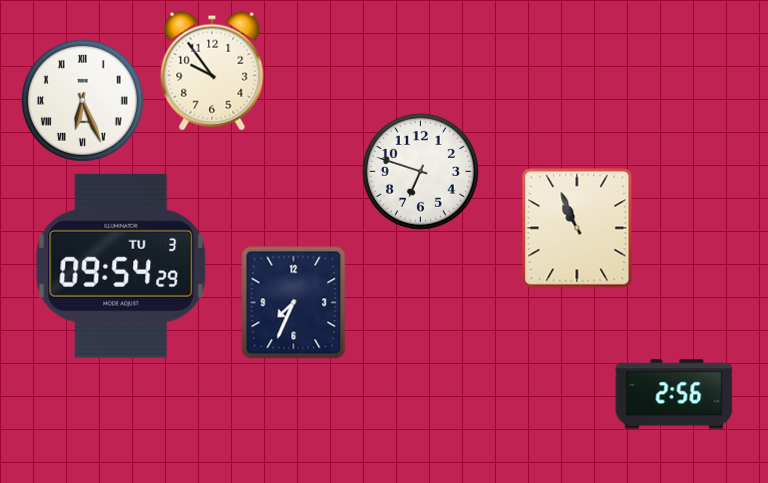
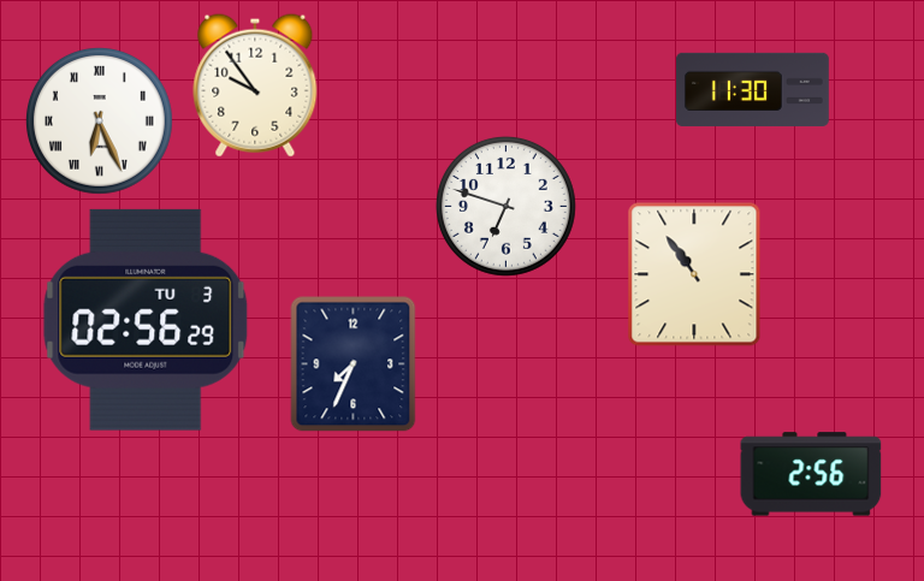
clock at (753, 89): none -> 11:30
clock at (577, 228): 10:56 -> 10:54
clock at (121, 266): 09:54 -> 02:56
